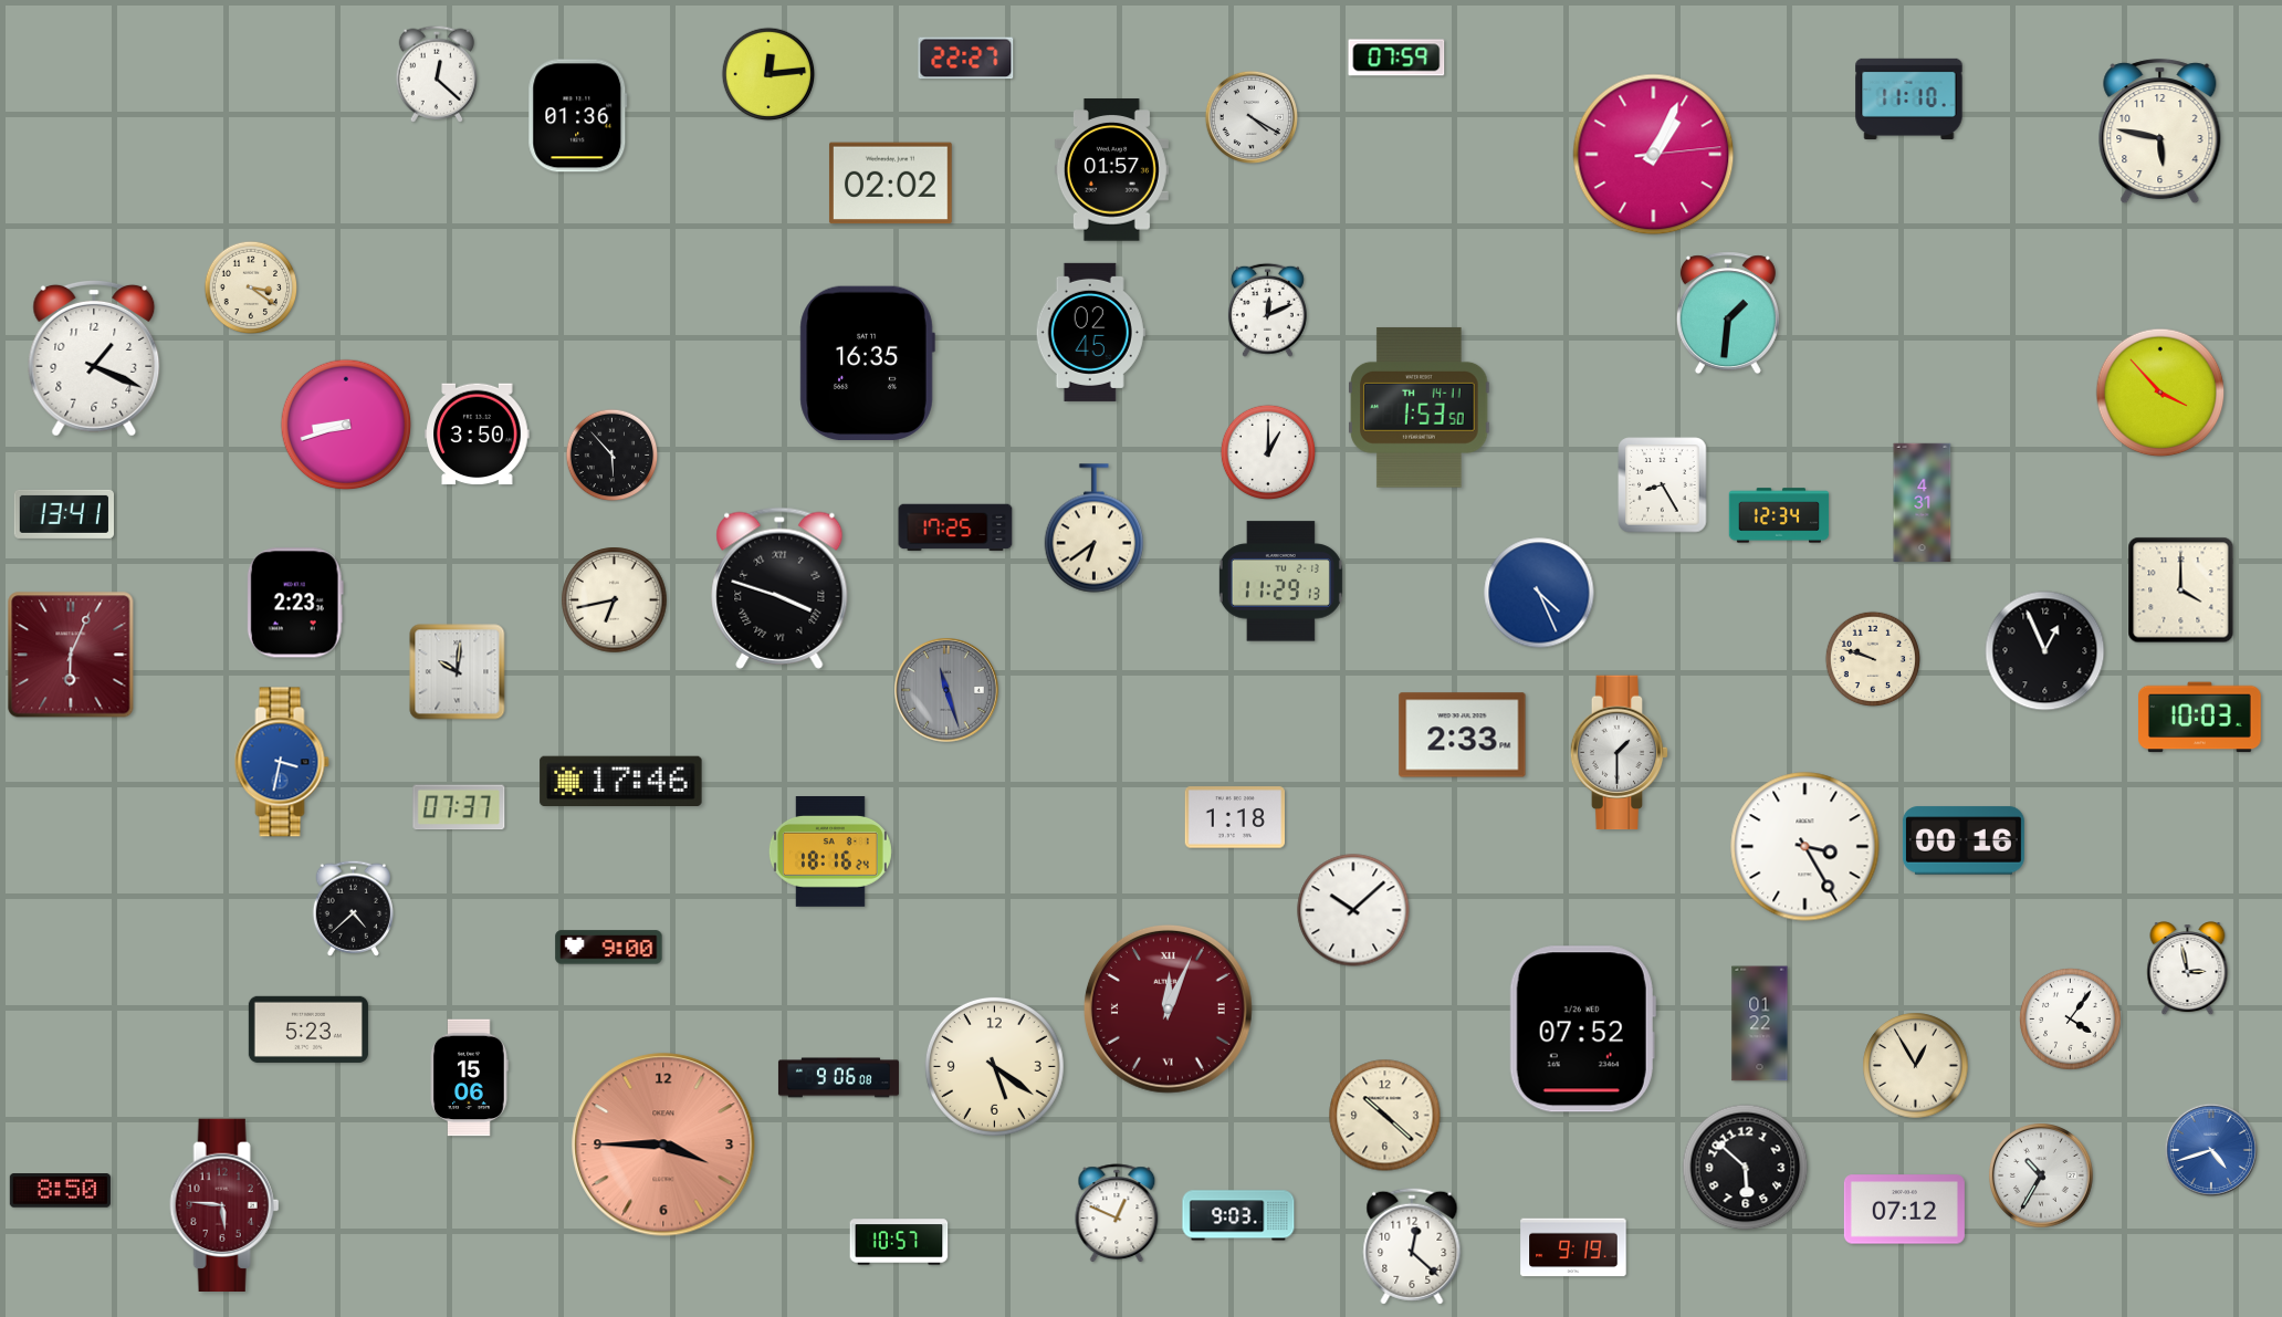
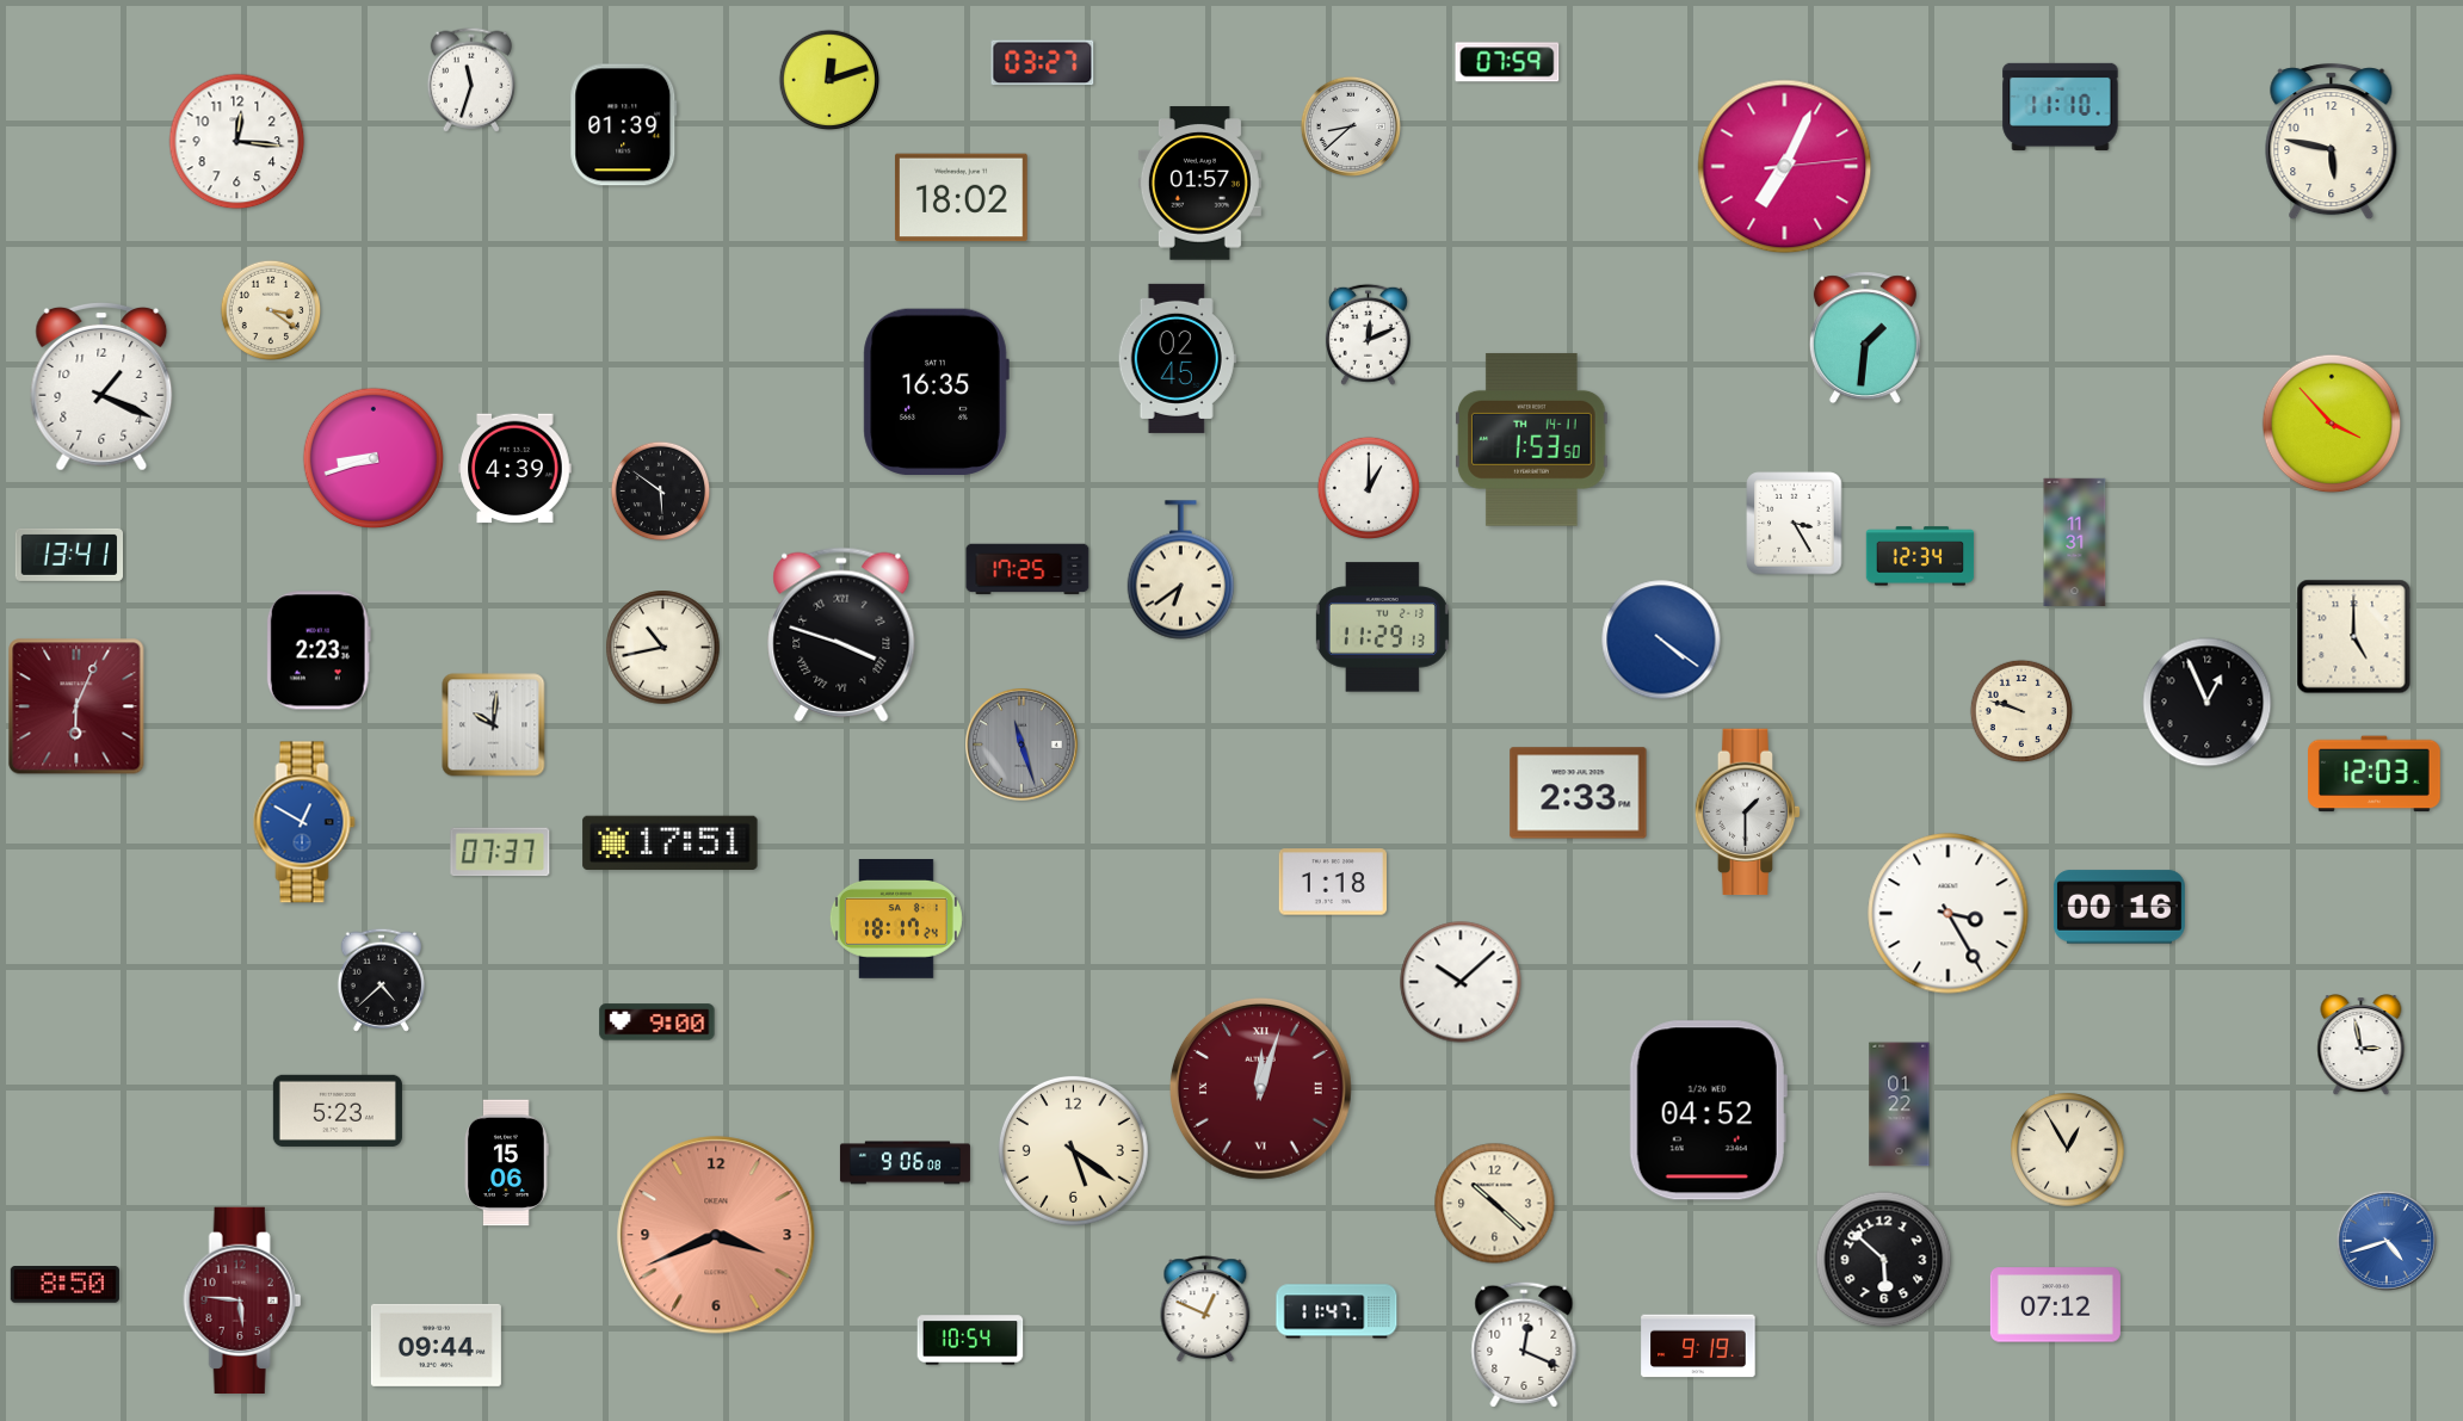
clock at (966, 59): 22:27 -> 03:27
clock at (437, 74): 12:22 -> 11:33
clock at (768, 74): 12:14 -> 12:12
clock at (578, 116): 01:36 -> 01:39
clock at (1252, 117): 4:20 -> 8:38
clock at (237, 142): none -> 12:16
clock at (1654, 155): 1:04 -> 7:04
clock at (890, 184): 02:02 -> 18:02
clock at (478, 435): 3:50 -> 4:39
clock at (613, 456): 5:53 -> 5:51
clock at (1663, 485): 8:25 -> 3:25
clock at (1923, 503): 4:31 -> 11:31
clock at (955, 527) position: (955, 527) -> (1027, 569)
clock at (2181, 590): 4:00 -> 5:00
clock at (1539, 593): 4:26 -> 4:21
clock at (615, 600): 6:43 -> 10:43
clock at (2200, 718): 10:03 -> 12:03
clock at (282, 762): 3:32 -> 12:50
clock at (621, 781): 17:46 -> 17:51
clock at (459, 807) position: (459, 807) -> (500, 852)
clock at (830, 853): 18:16 -> 18:17
clock at (1168, 1008): 12:04 -> 12:03
clock at (2071, 1020): 4:06 -> none
clock at (308, 1029) position: (308, 1029) -> (338, 1111)
clock at (1582, 1029): 07:52 -> 04:52
clock at (663, 1144): 3:45 -> 3:41
clock at (2041, 1175): 10:35 -> none
clock at (1238, 1215): 9:03 -> 11:47
clock at (899, 1242): 10:57 -> 10:54
clock at (436, 1345): none -> 09:44
clock at (1412, 1246): 12:22 -> 12:19
